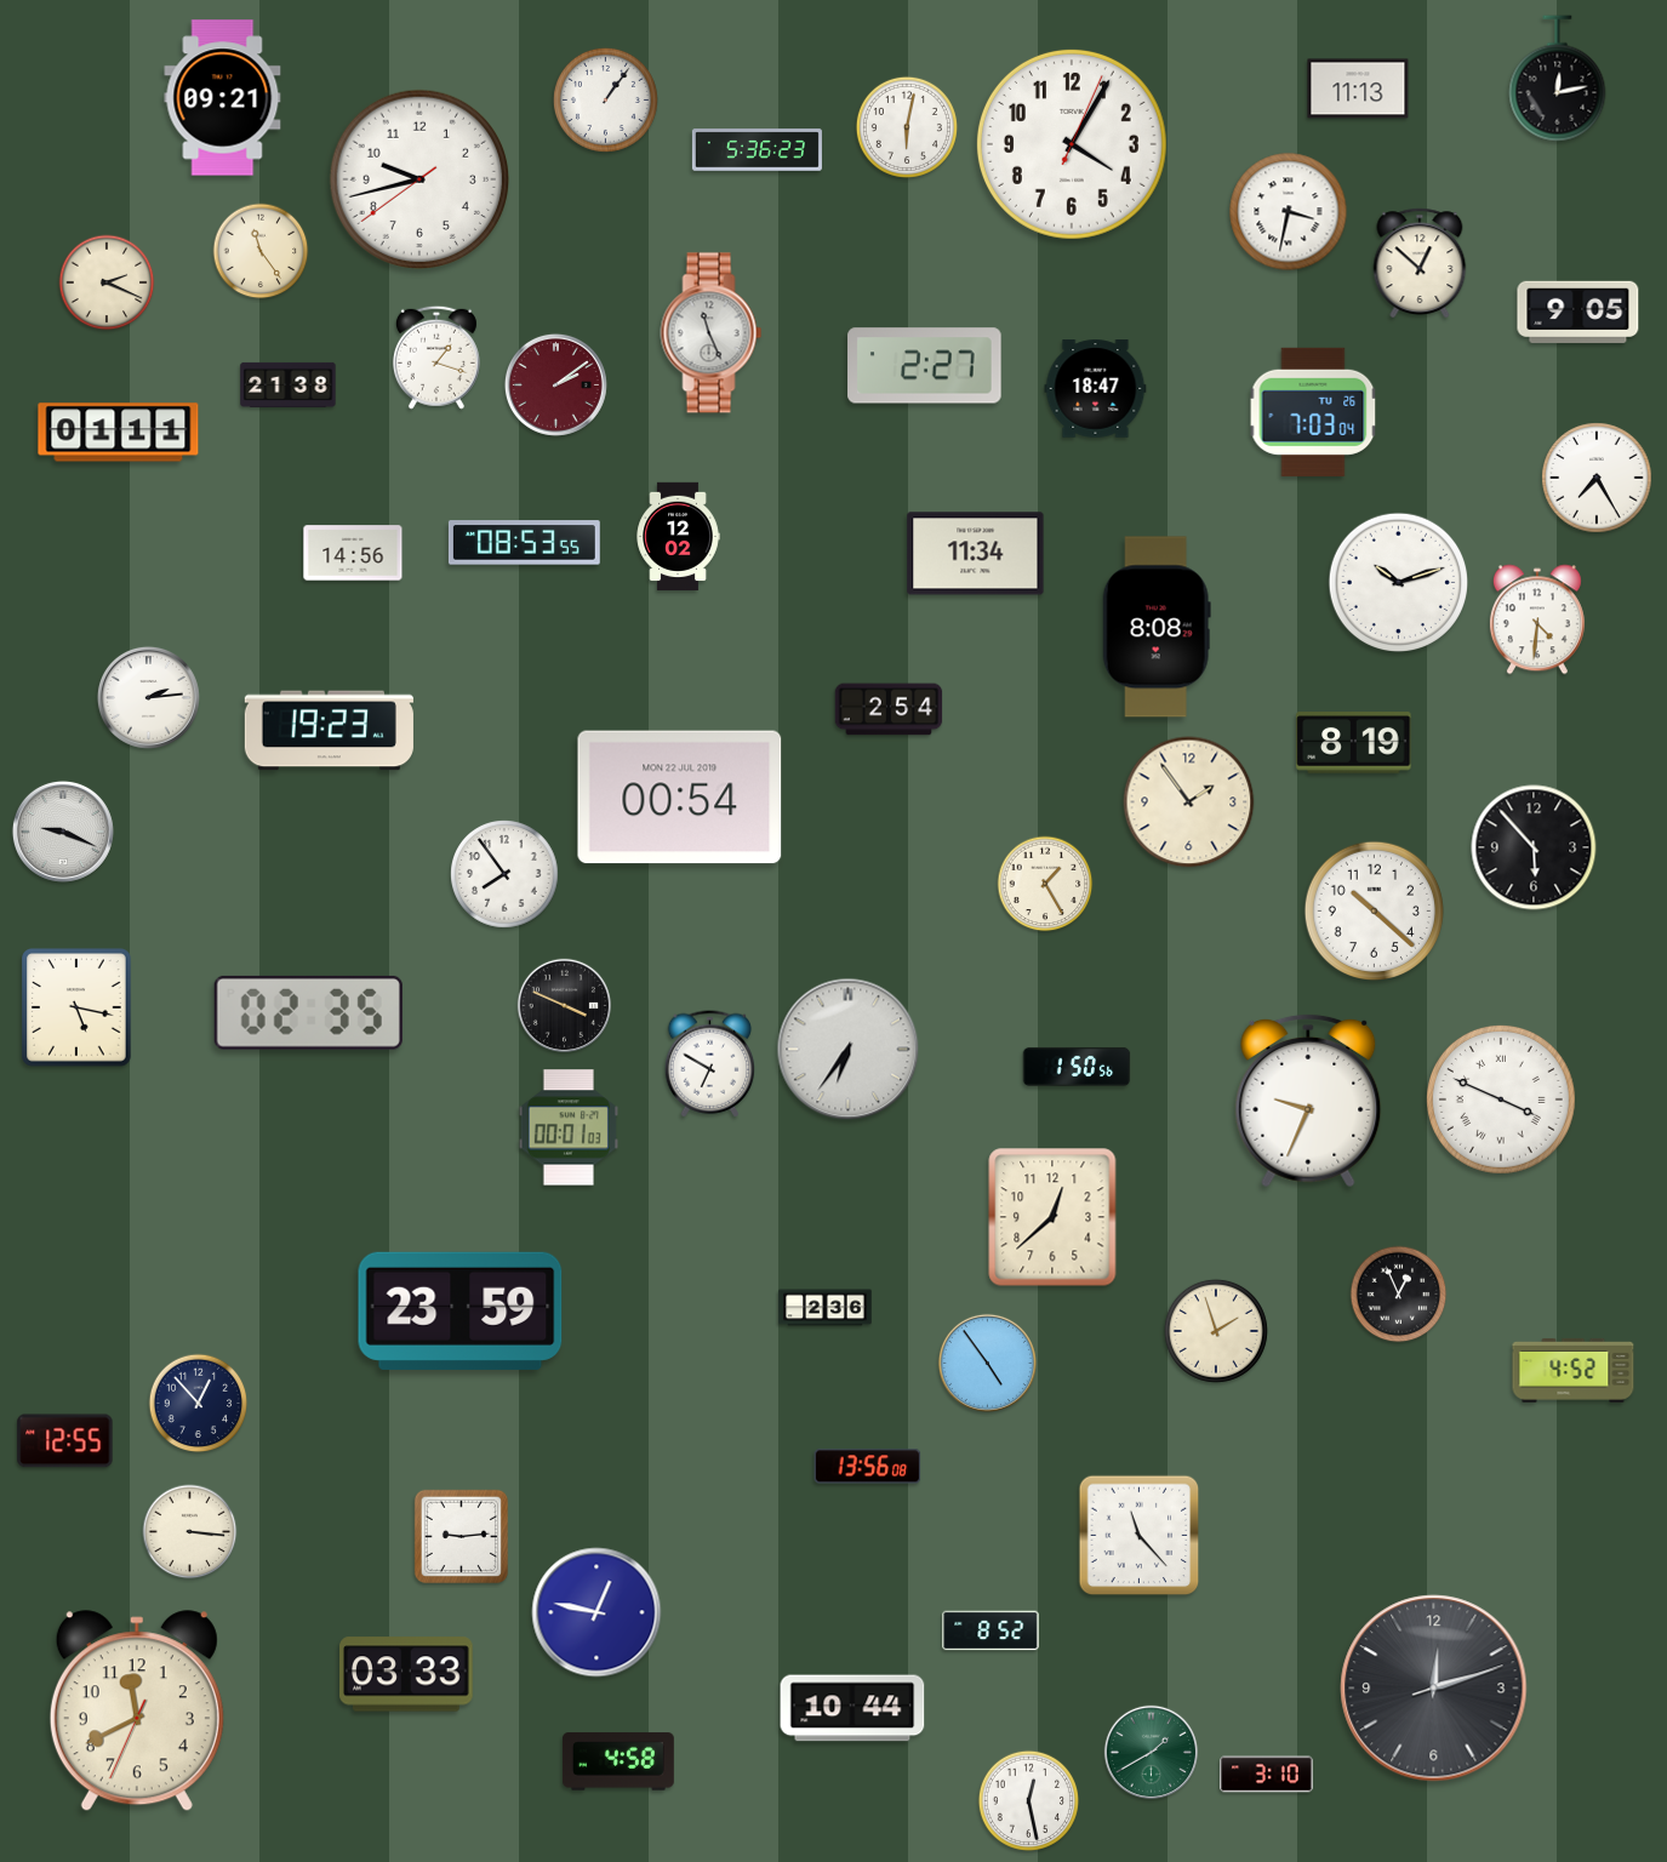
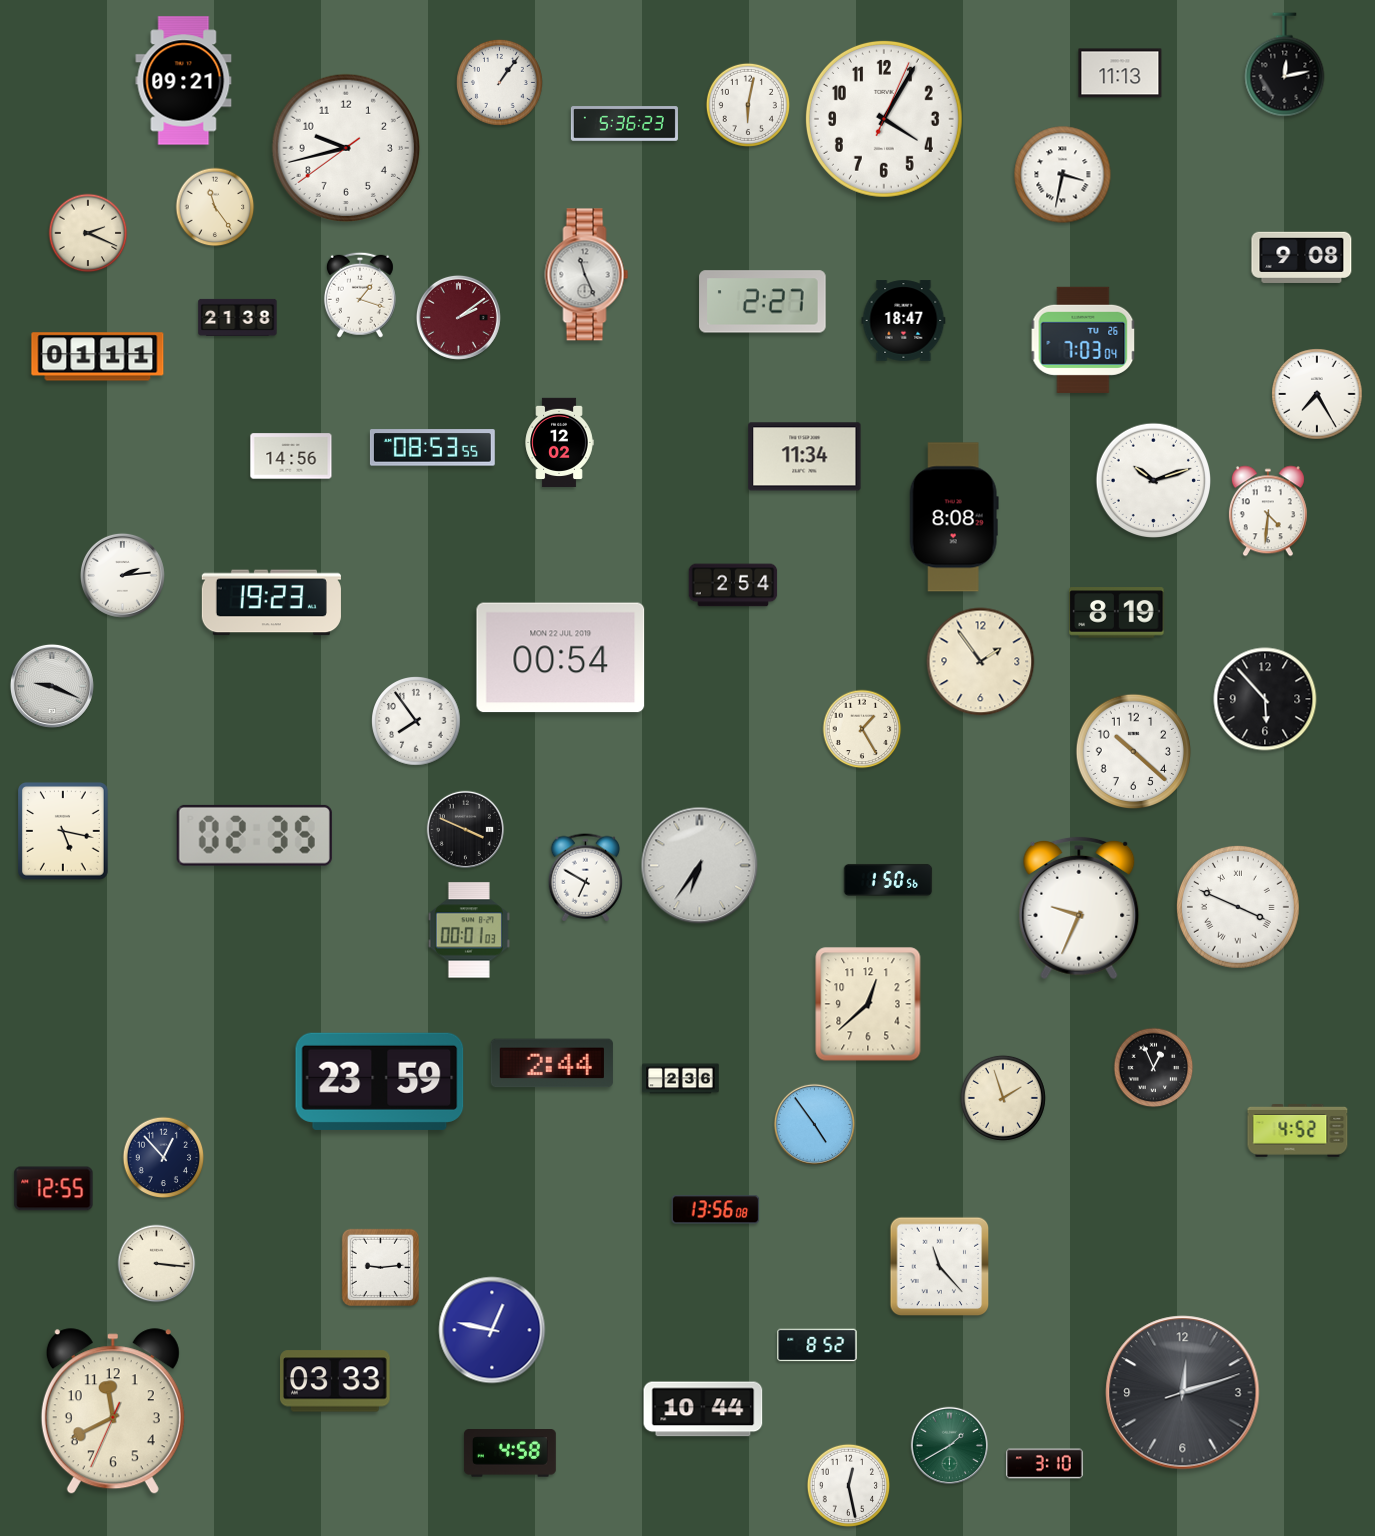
clock at (1420, 263): 12:52 -> none
clock at (1578, 312): 9:05 -> 9:08
clock at (552, 1063): none -> 2:44
